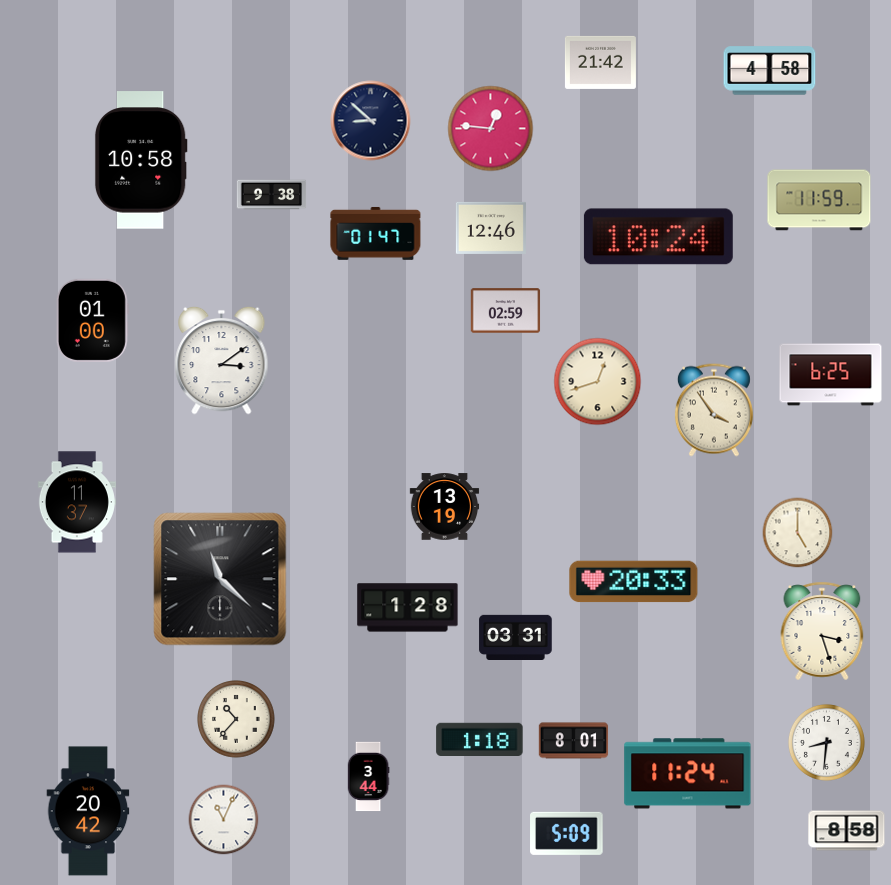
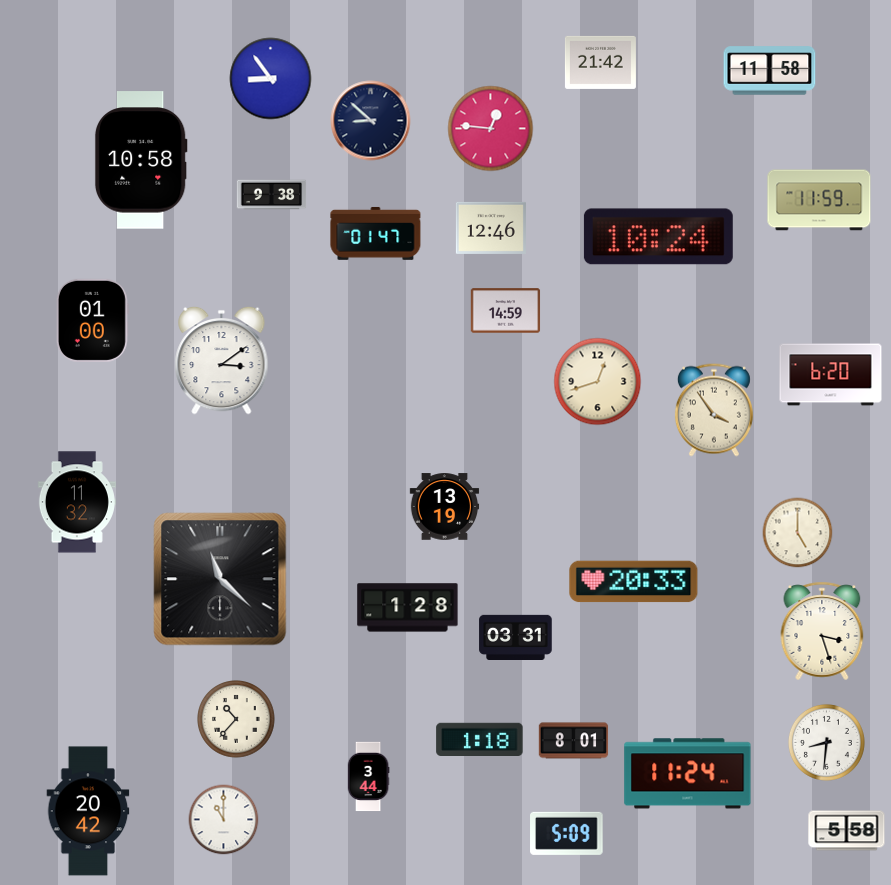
clock at (770, 71): 4:58 -> 11:58
clock at (271, 79): none -> 8:54
clock at (506, 311): 02:59 -> 14:59
clock at (831, 375): 6:25 -> 6:20
clock at (77, 502): 11:37 -> 11:32
clock at (224, 820): 11:04 -> 11:00
clock at (847, 831): 8:58 -> 5:58
